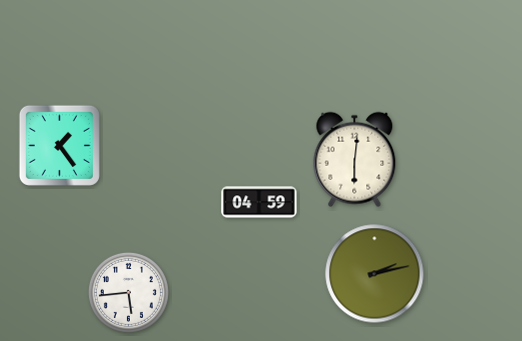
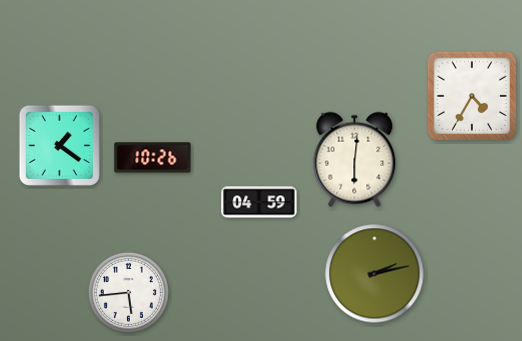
clock at (472, 96): none -> 4:35
clock at (59, 145): 1:24 -> 1:21
clock at (153, 158): none -> 10:26
